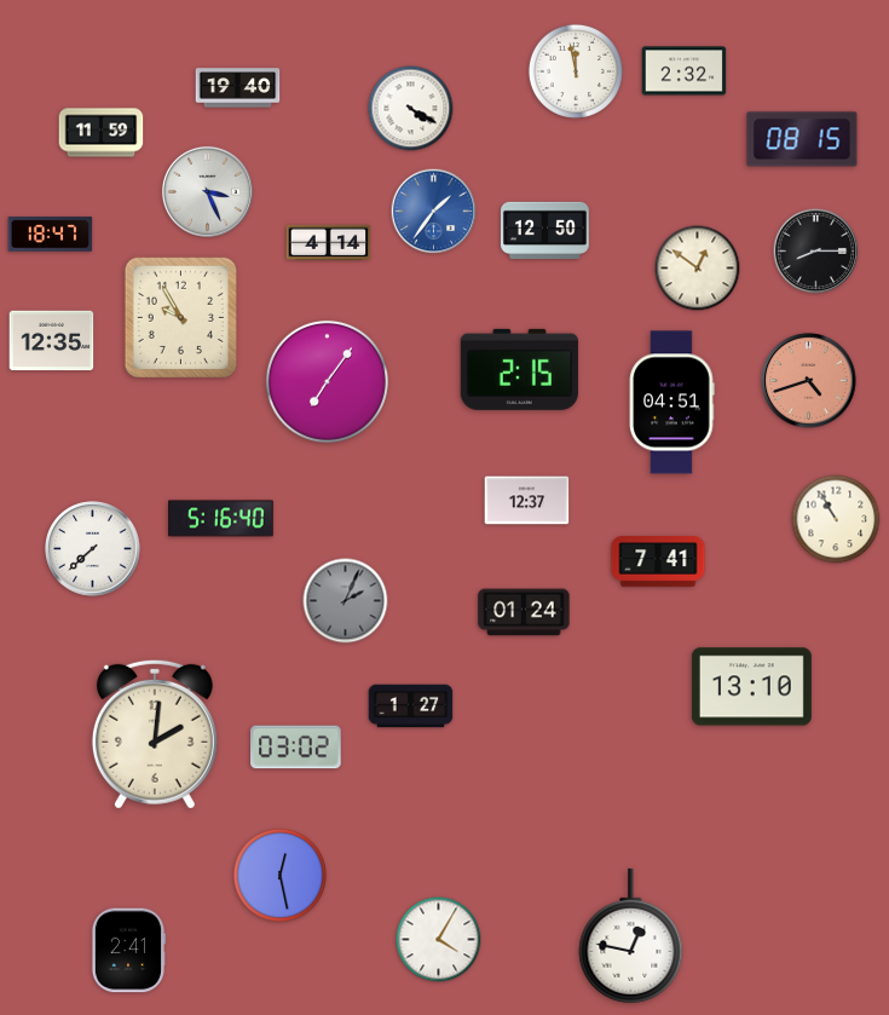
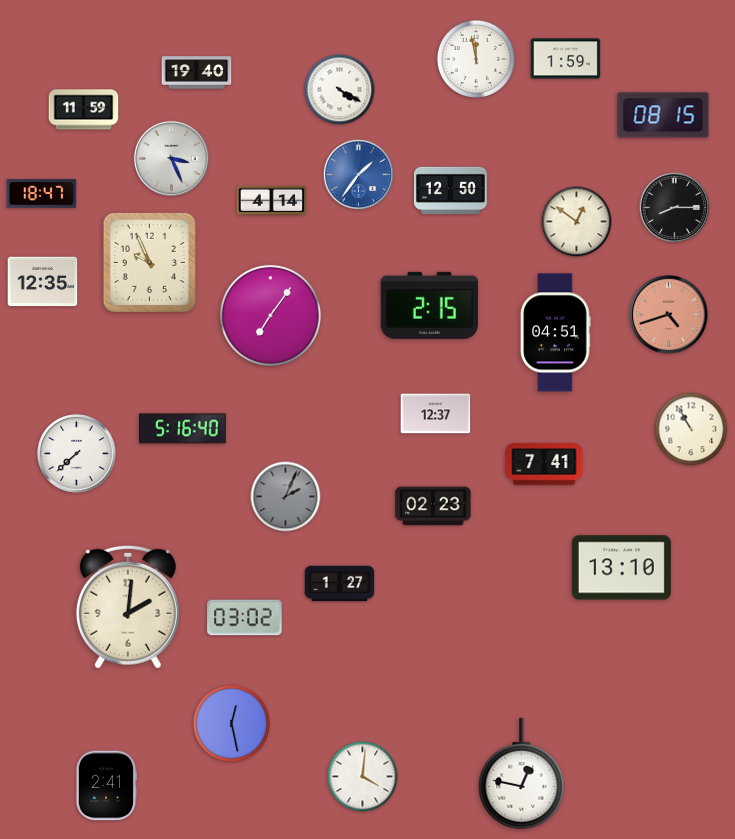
clock at (685, 71): 2:32 -> 1:59
clock at (180, 317): 9:55 -> 9:56
clock at (524, 612): 01:24 -> 02:23
clock at (439, 940): 4:05 -> 4:01
